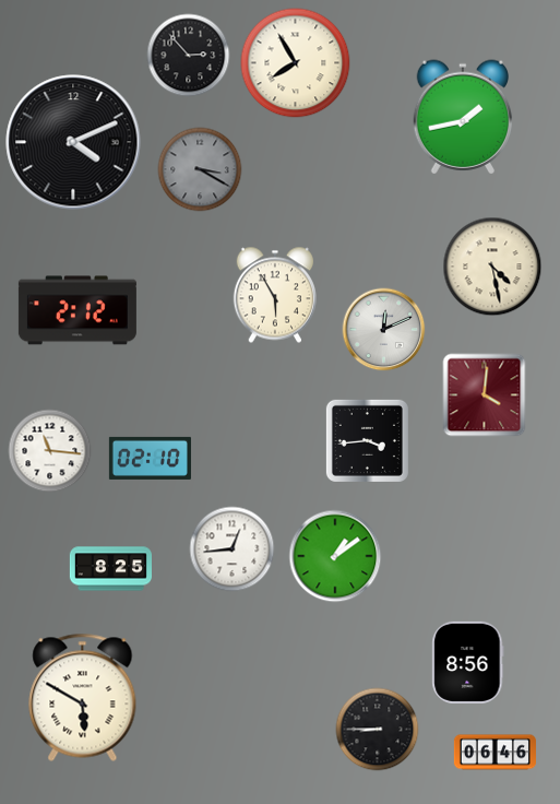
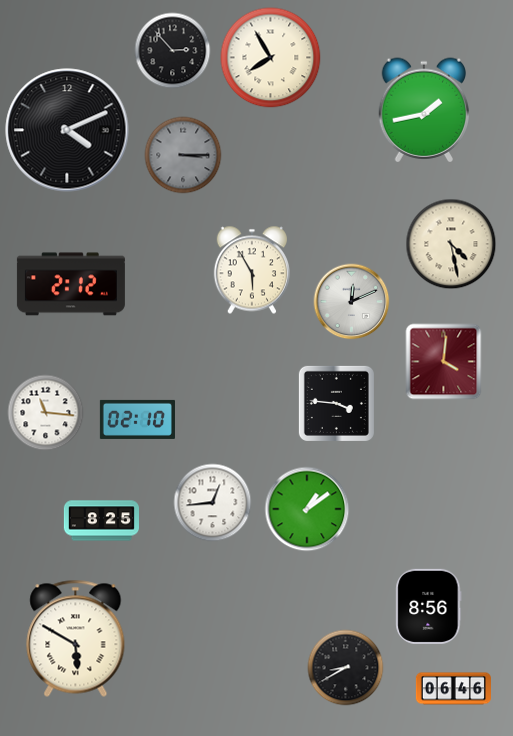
clock at (463, 117) position: (463, 117) -> (424, 110)
clock at (200, 169): 3:20 -> 3:15
clock at (367, 440): 3:44 -> 3:46
clock at (378, 730): 8:45 -> 8:40
